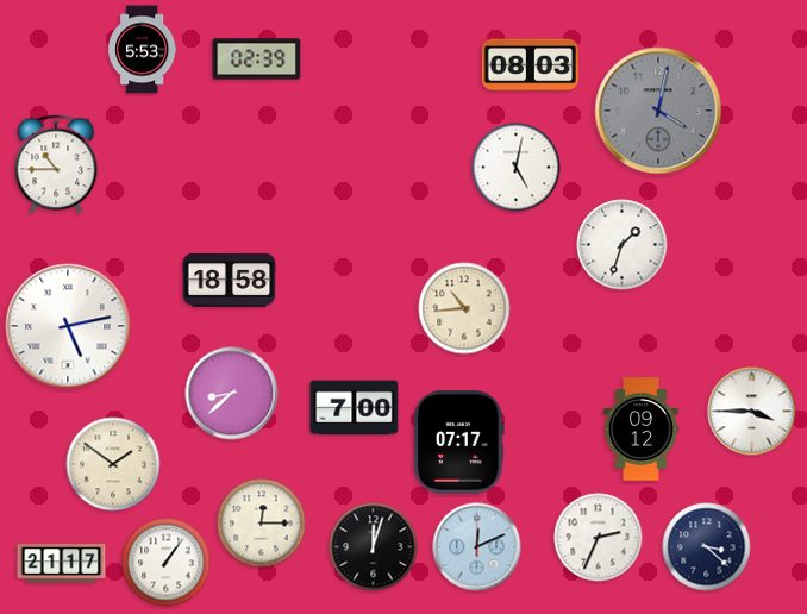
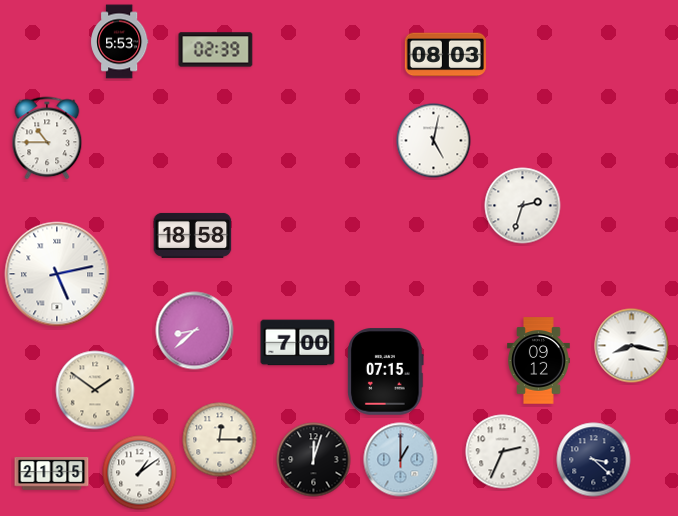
clock at (658, 111): 4:02 -> none
clock at (623, 245): 1:33 -> 2:33
clock at (464, 308): 10:44 -> none
clock at (752, 412): 3:45 -> 8:17
clock at (459, 443): 07:17 -> 07:15
clock at (477, 547): 12:11 -> 1:00
clock at (167, 563): 1:06 -> 1:09
clock at (62, 564): 21:17 -> 21:35
